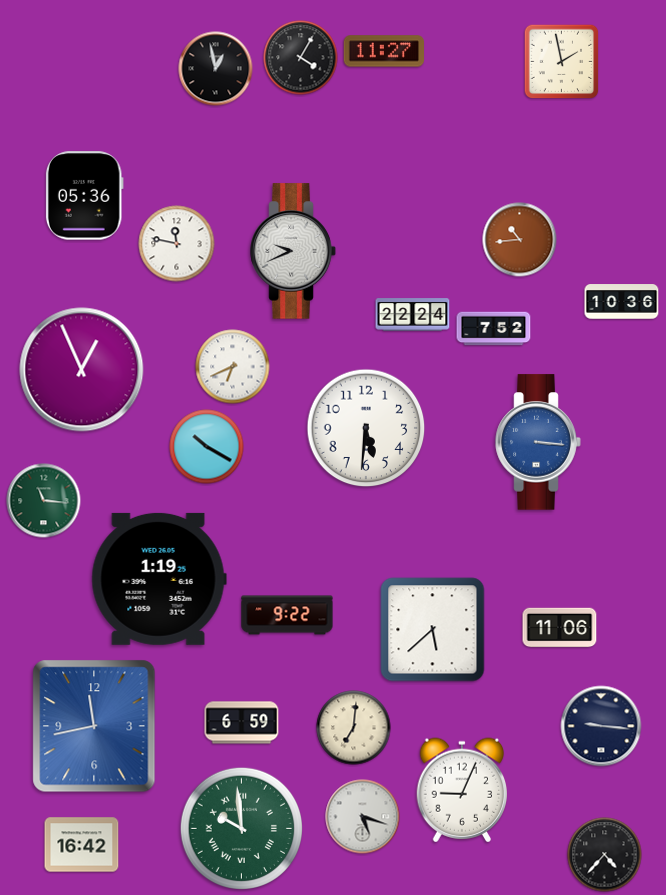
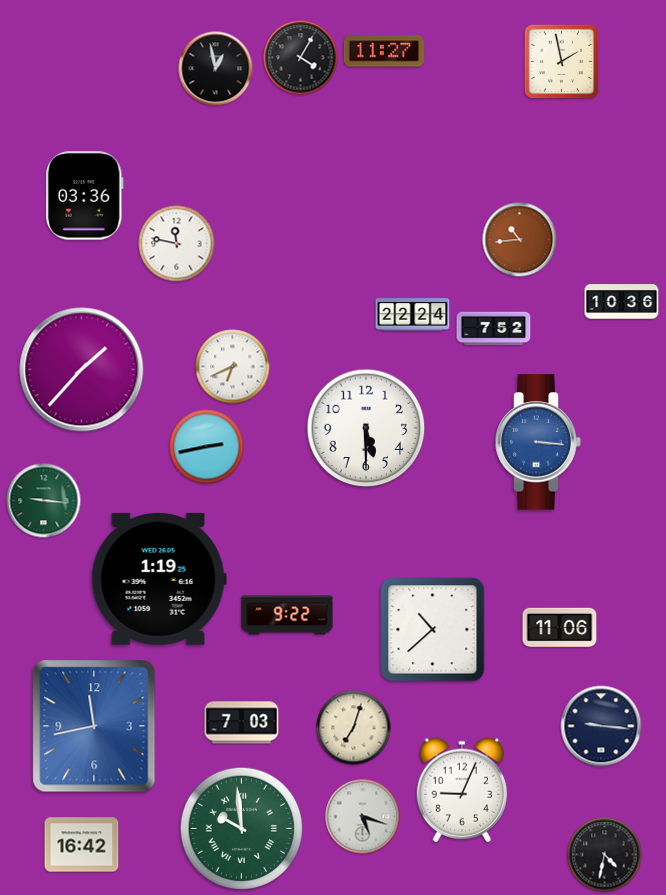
clock at (84, 196): 05:36 -> 03:36
clock at (293, 251): 9:41 -> none
clock at (82, 370): 12:56 -> 1:37
clock at (366, 428): 5:31 -> 5:30
clock at (207, 447): 10:20 -> 2:43
clock at (44, 501): 11:16 -> 9:16
clock at (433, 630): 5:38 -> 10:38
clock at (242, 723): 6:59 -> 7:03
clock at (354, 728): 7:01 -> 7:03
clock at (605, 855): 4:37 -> 4:32
